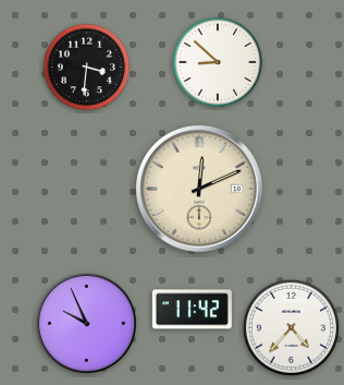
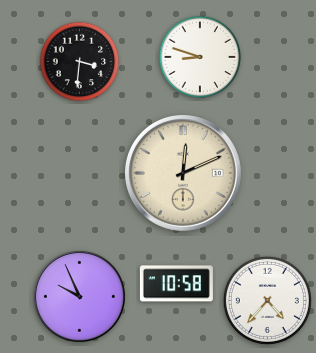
clock at (218, 62): 8:52 -> 8:48
clock at (192, 310): 11:42 -> 10:58
